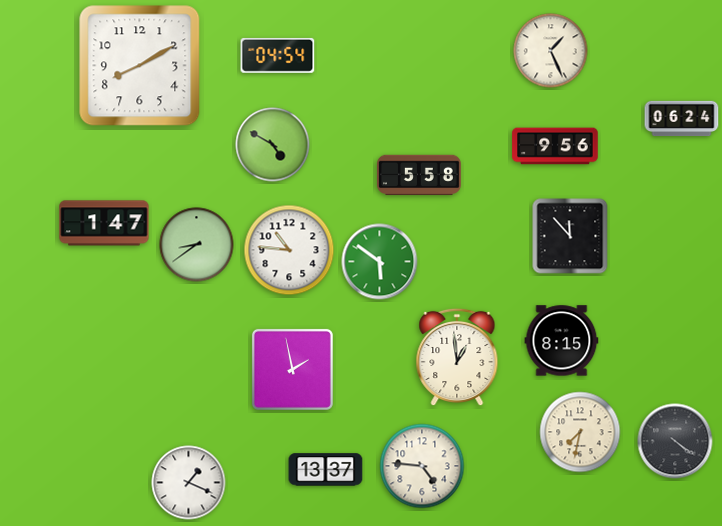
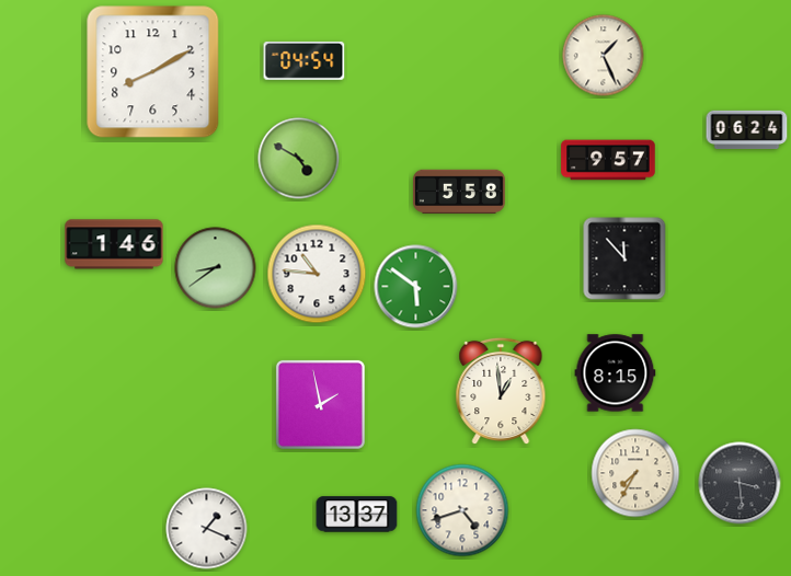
clock at (555, 146): 9:56 -> 9:57
clock at (104, 223): 1:47 -> 1:46
clock at (580, 432): 7:32 -> 7:35
clock at (675, 441): 4:21 -> 3:29
clock at (422, 466): 4:46 -> 4:42
